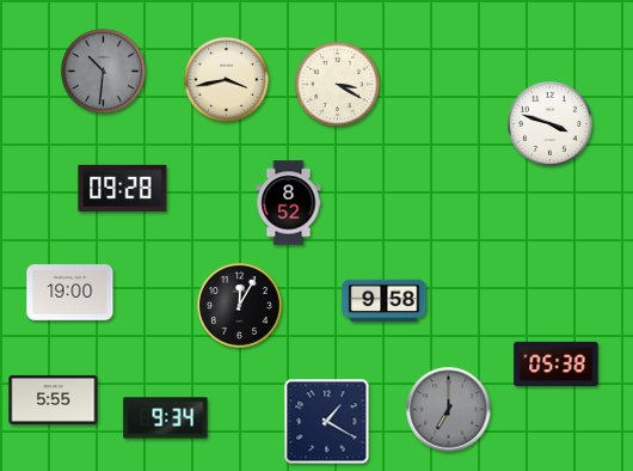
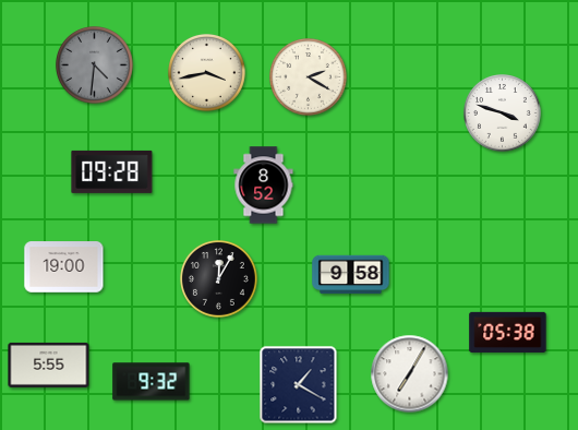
clock at (104, 72): 10:31 -> 4:31
clock at (338, 85): 3:20 -> 2:20
clock at (449, 410): 7:00 -> 7:05
clock at (449, 410) dial: grey -> white
clock at (166, 418): 9:34 -> 9:32
